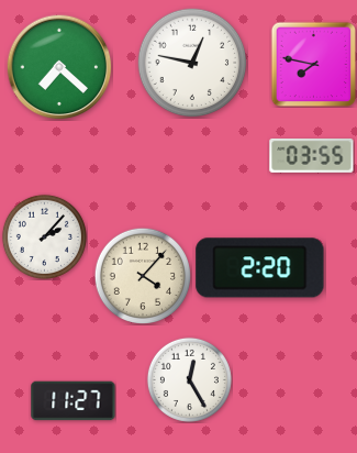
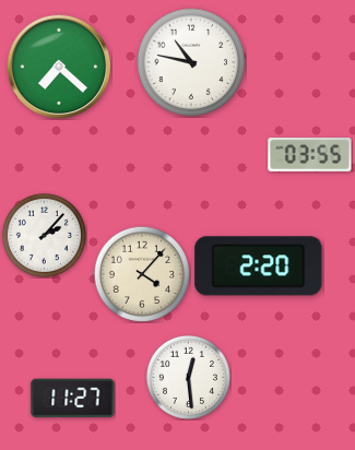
clock at (192, 63): 12:47 -> 10:47
clock at (313, 64): 7:47 -> none
clock at (189, 379): 12:25 -> 12:29
